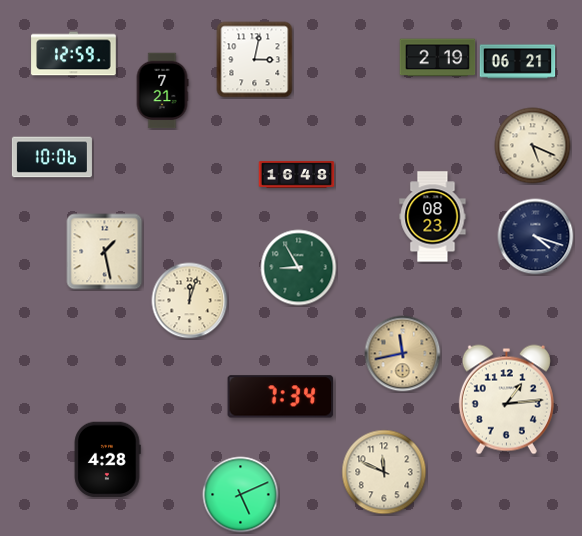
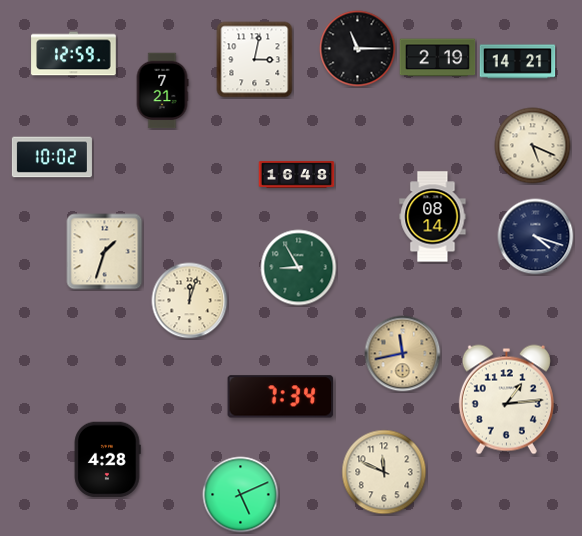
clock at (358, 49): none -> 11:15
clock at (518, 62): 06:21 -> 14:21
clock at (52, 157): 10:06 -> 10:02
clock at (433, 217): 08:23 -> 08:14
clock at (105, 252): 1:28 -> 1:33
